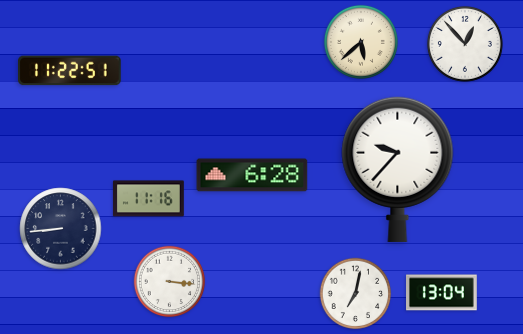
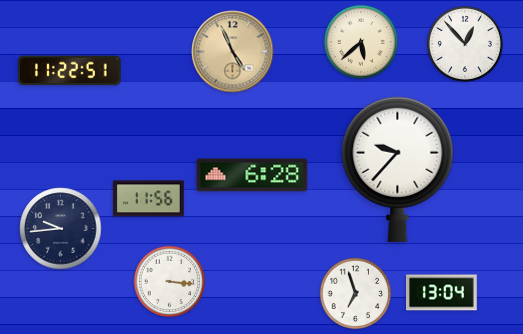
clock at (233, 52): none -> 4:56
clock at (149, 199): 11:16 -> 11:56
clock at (61, 229): 8:44 -> 9:44
clock at (356, 294): 7:02 -> 6:57
